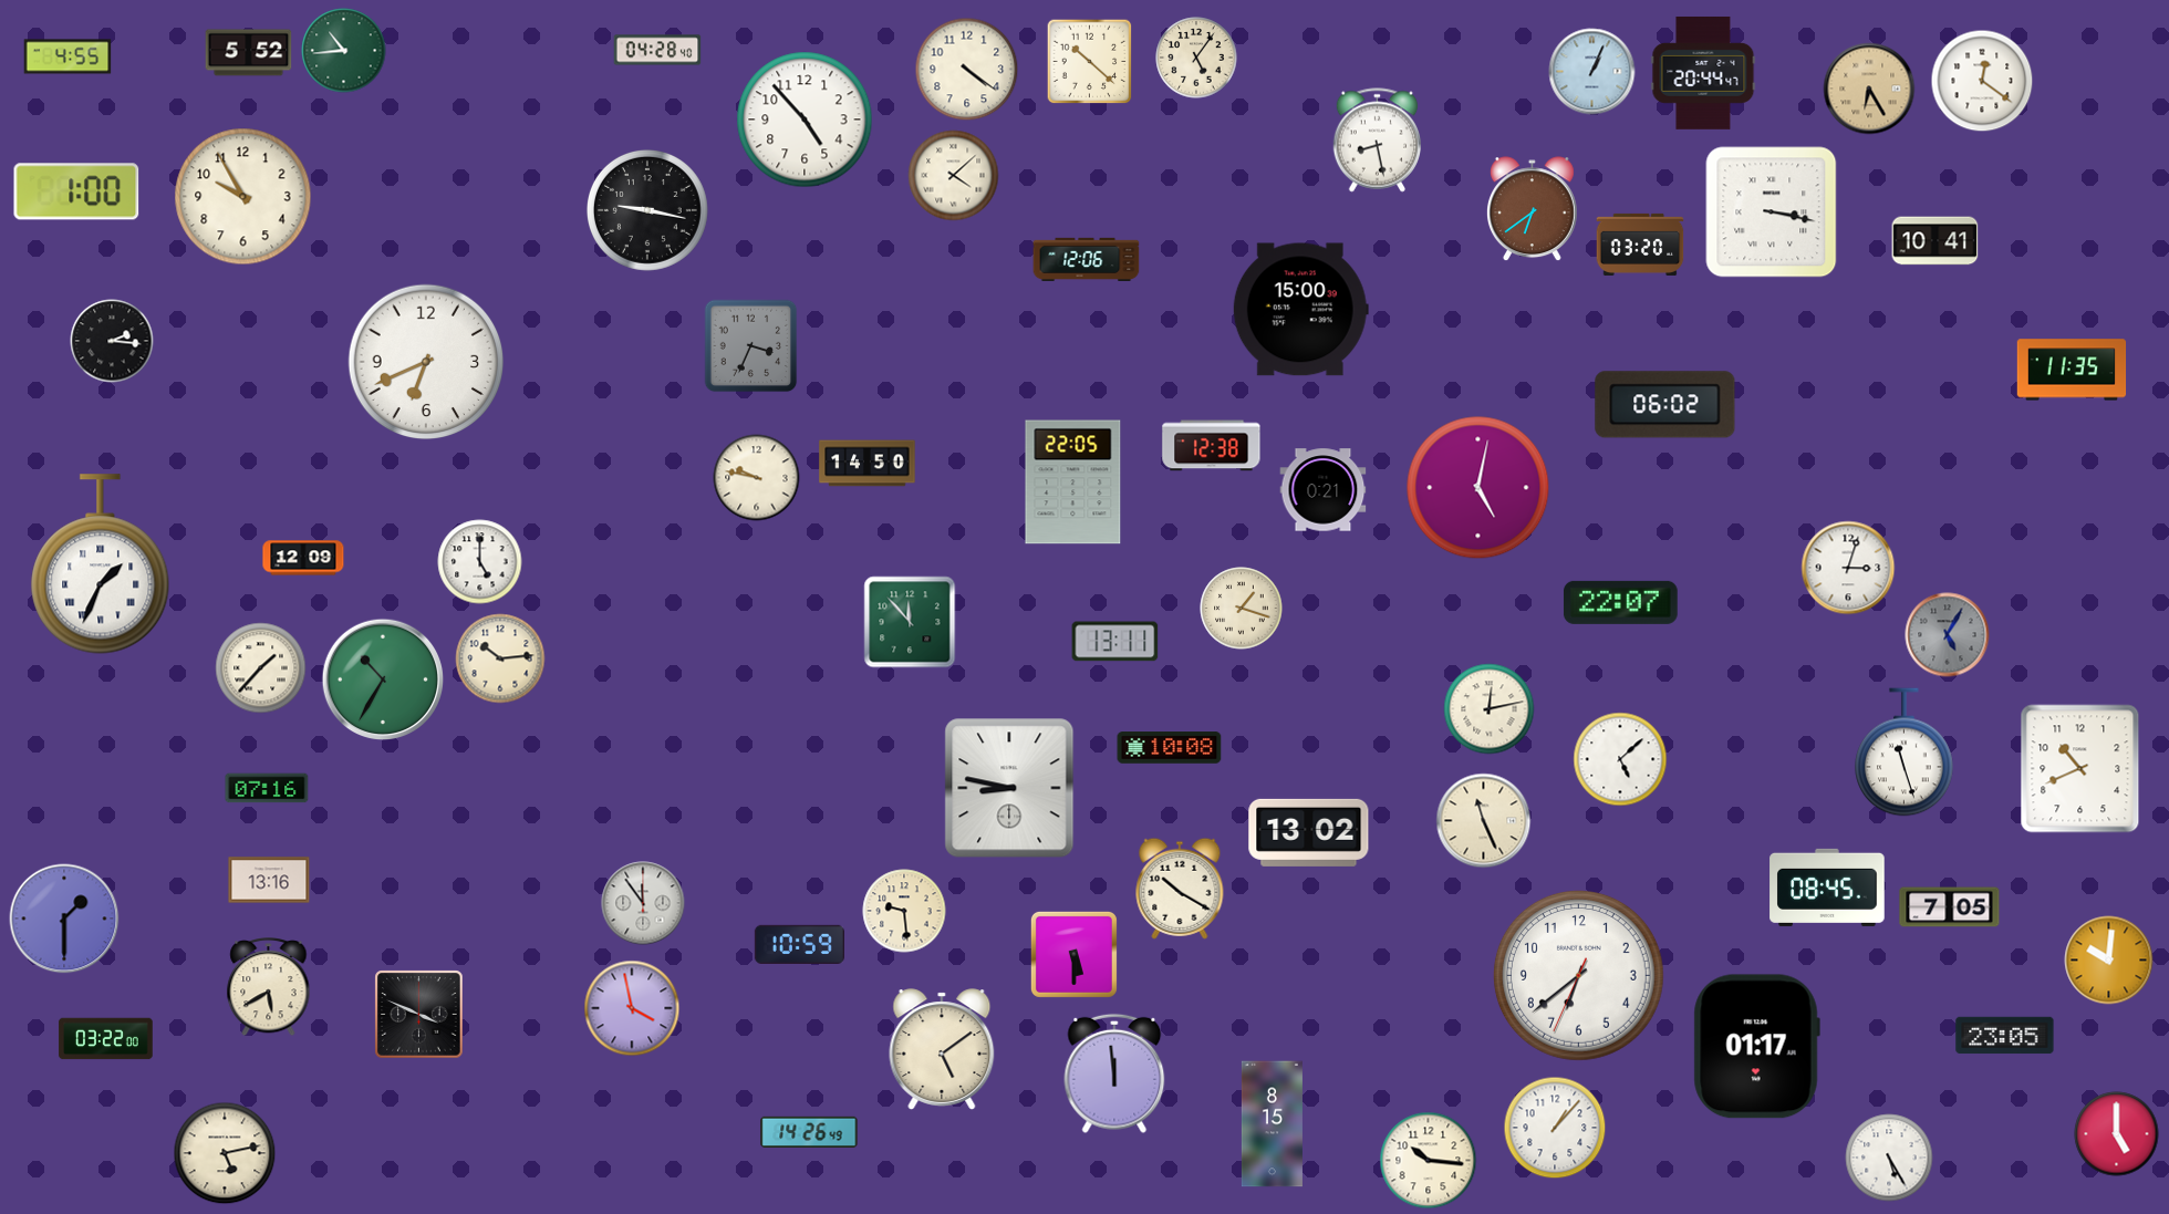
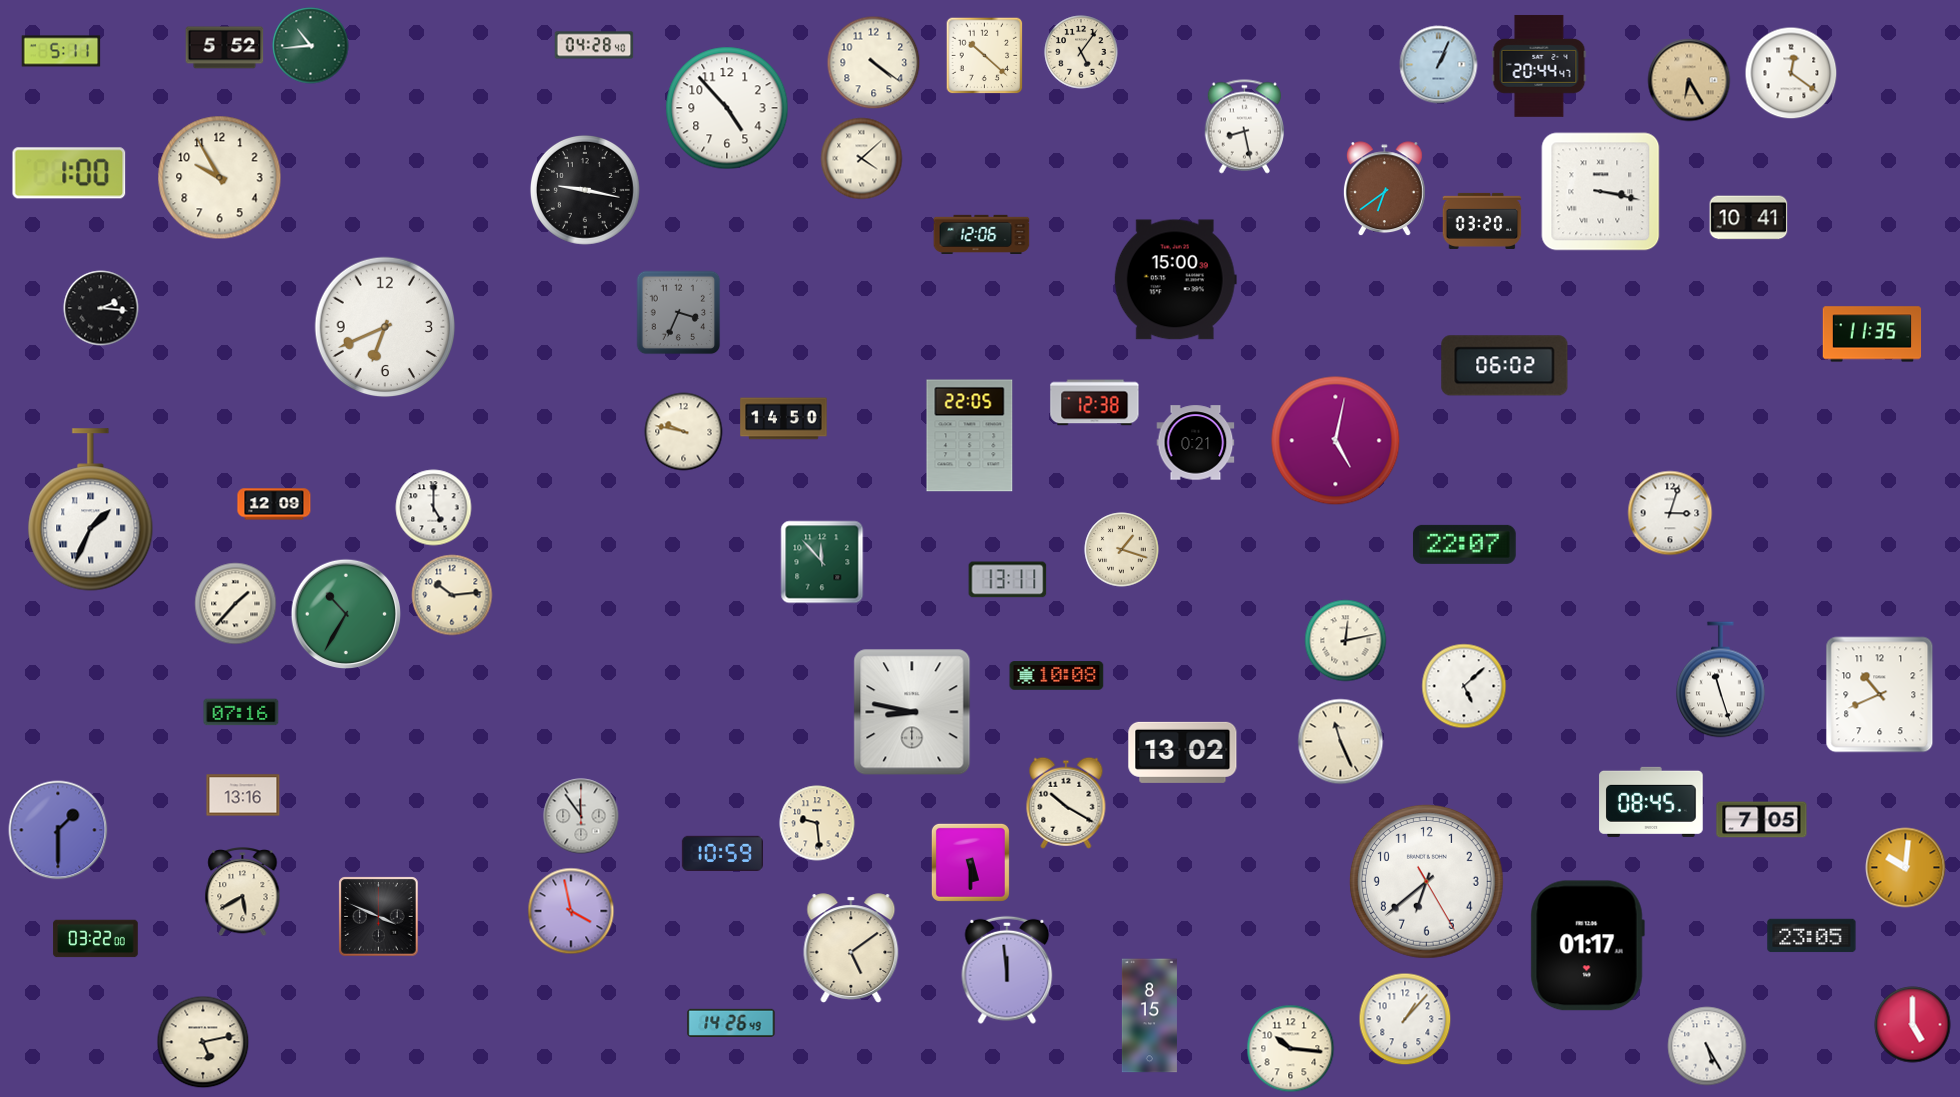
clock at (68, 56): 4:55 -> 5:11
clock at (1948, 635): 5:05 -> none
clock at (1578, 975): 6:38:34 -> 6:38:25
